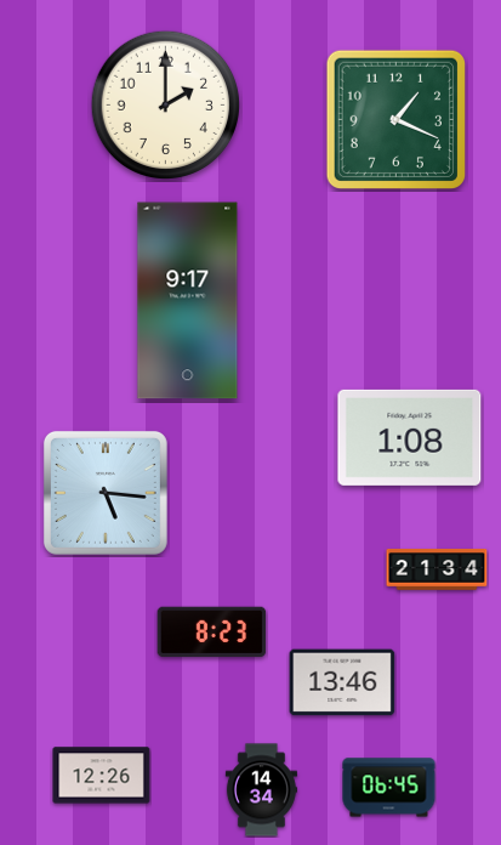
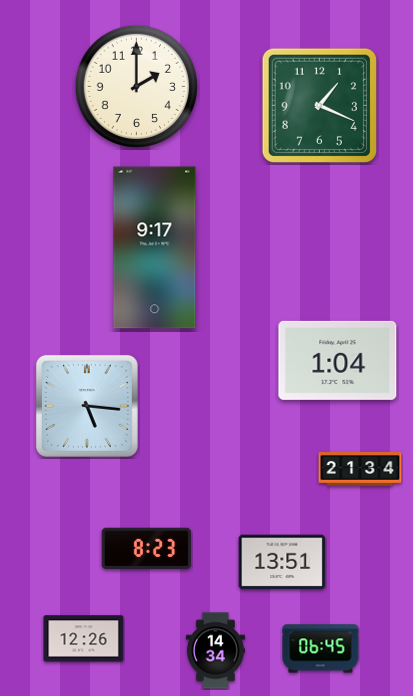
clock at (395, 119) position: (395, 119) -> (319, 105)
clock at (410, 437): 1:08 -> 1:04
clock at (212, 633) position: (212, 633) -> (147, 549)
clock at (342, 682): 13:46 -> 13:51
